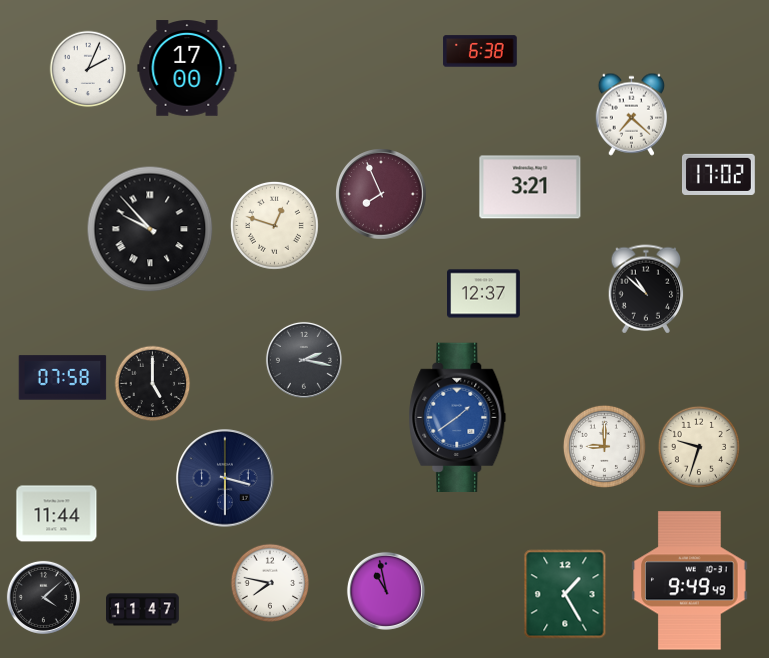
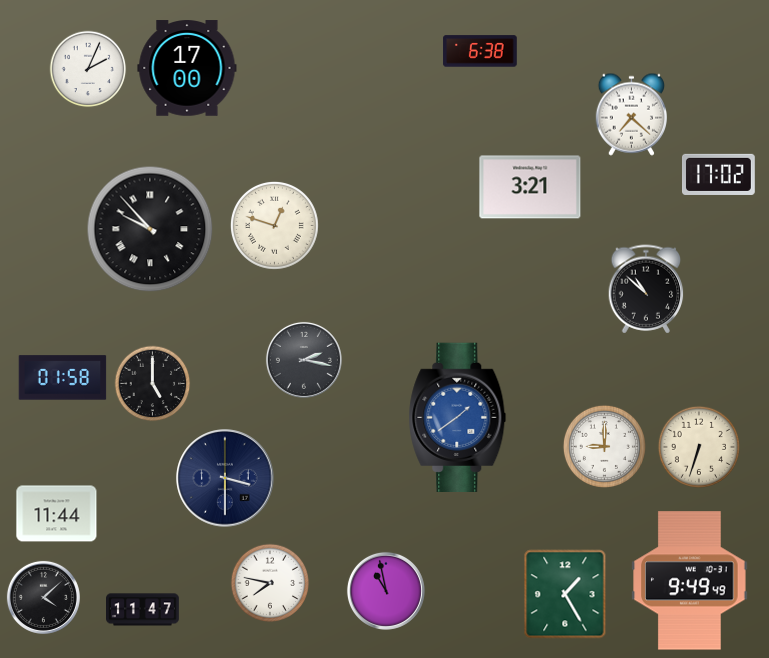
clock at (382, 195): 7:56 -> none
clock at (484, 294): 12:37 -> none
clock at (63, 378): 07:58 -> 01:58
clock at (699, 447): 9:33 -> 6:33
